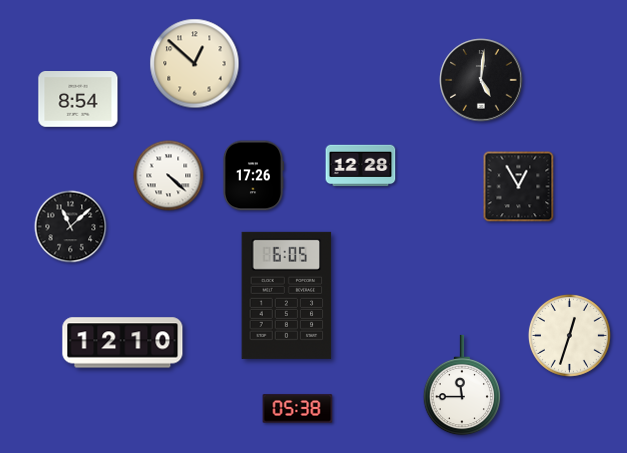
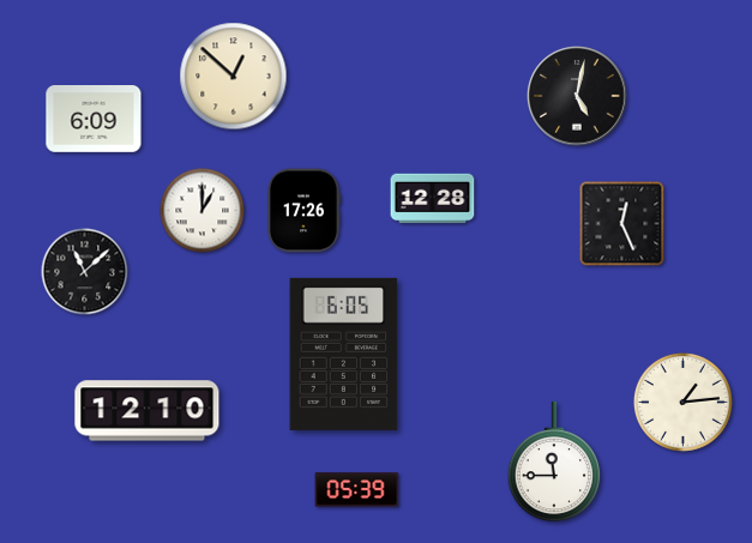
clock at (481, 80): 5:01 -> 5:02
clock at (78, 99): 8:54 -> 6:09
clock at (169, 176): 4:22 -> 1:00
clock at (519, 187): 12:55 -> 12:26
clock at (569, 335): 12:33 -> 1:14
clock at (298, 409): 05:38 -> 05:39
